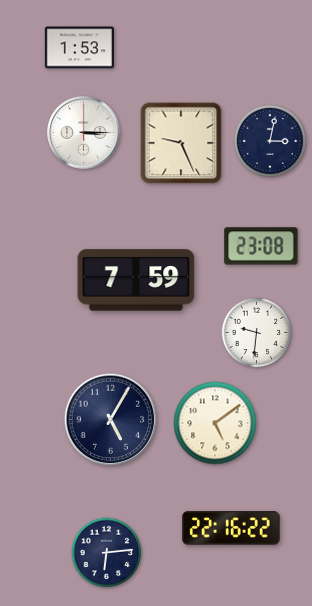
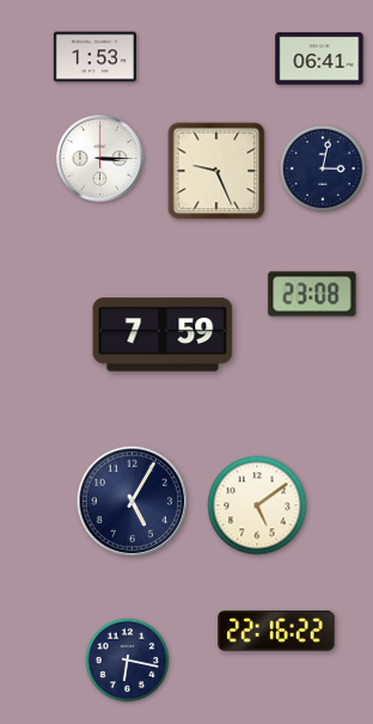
clock at (319, 59): none -> 06:41
clock at (257, 333): 9:31 -> none
clock at (107, 553): 6:14 -> 6:17
